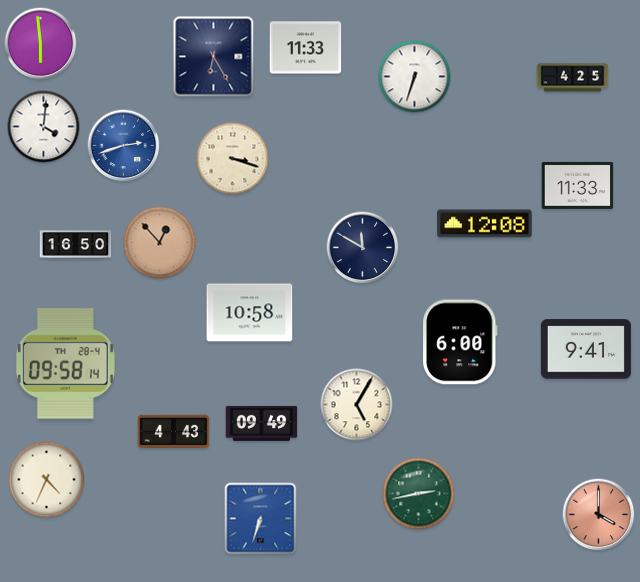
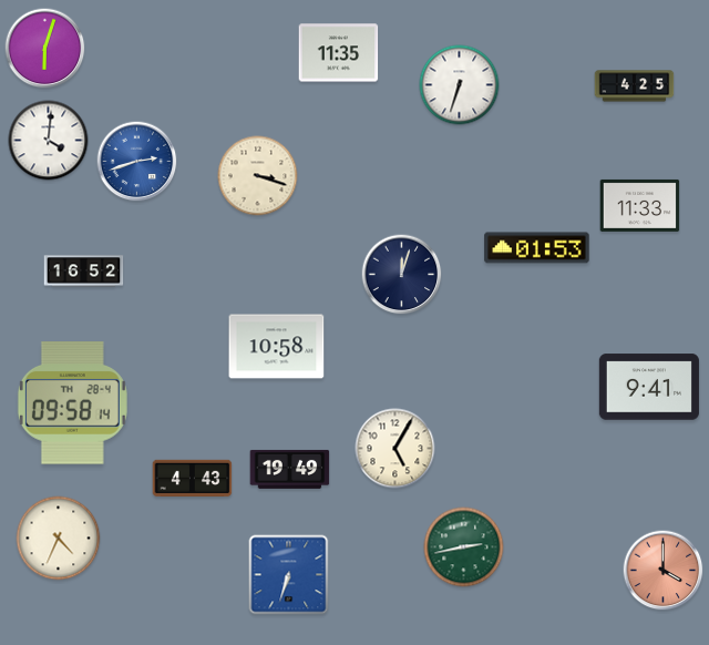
clock at (41, 44): 5:59 -> 6:03
clock at (306, 48): 11:33 -> 11:35
clock at (214, 57): 6:25 -> none
clock at (485, 224): 12:08 -> 01:53
clock at (160, 243): 12:53 -> none
clock at (76, 245): 16:50 -> 16:52
clock at (363, 248): 11:50 -> 12:03
clock at (460, 342): 6:00 -> none
clock at (262, 423): 09:49 -> 19:49
clock at (47, 480) position: (47, 480) -> (59, 539)
